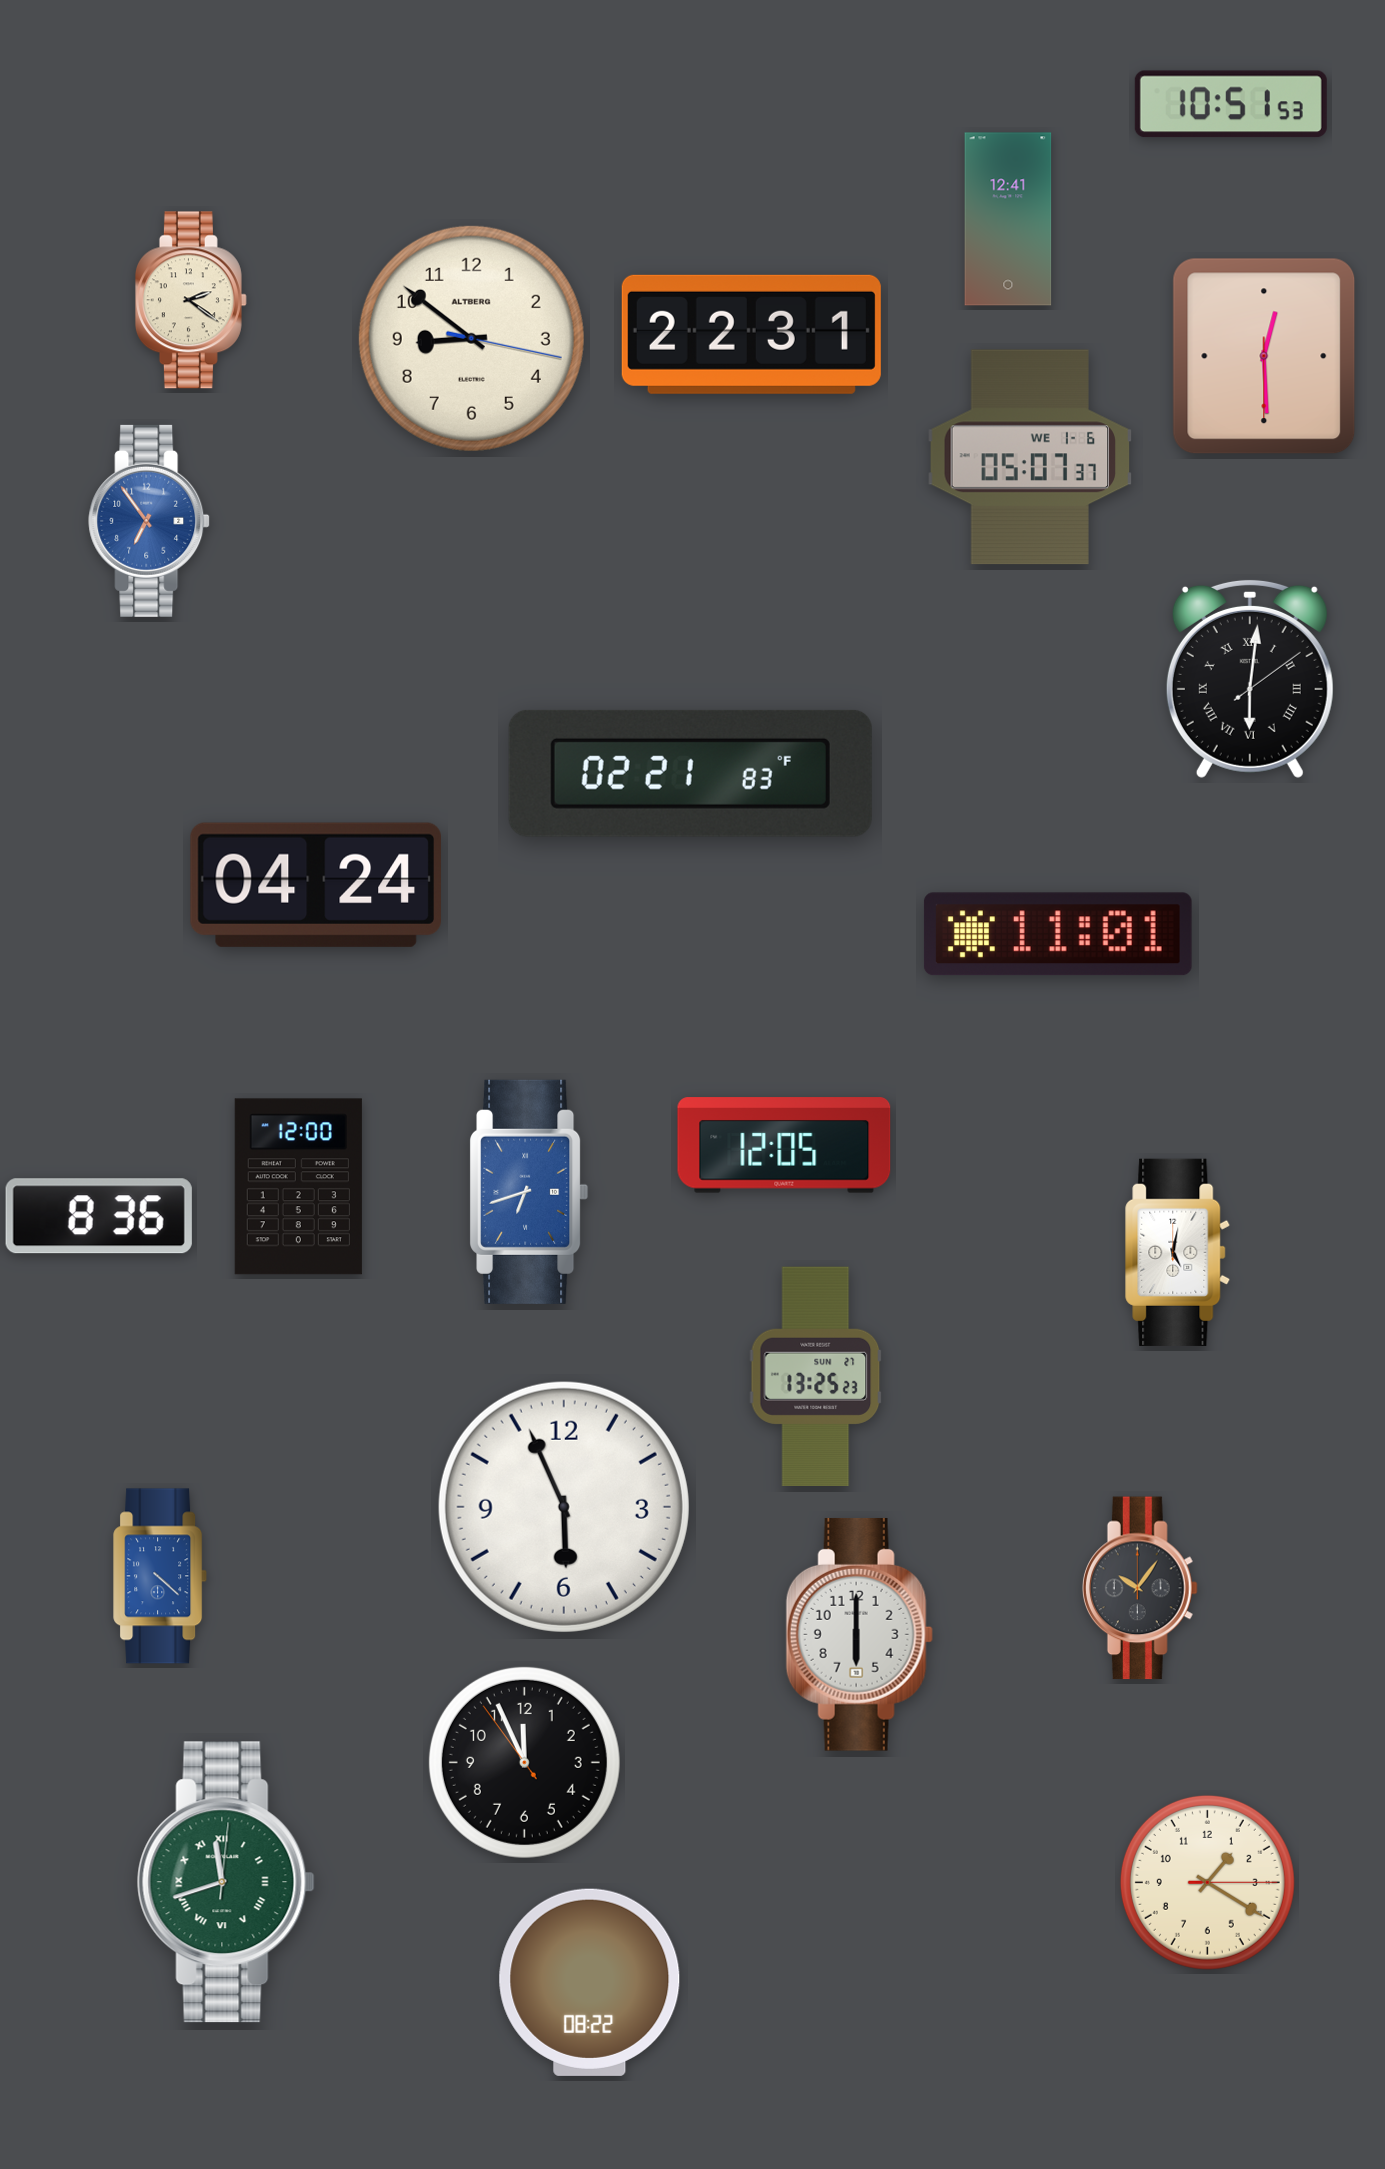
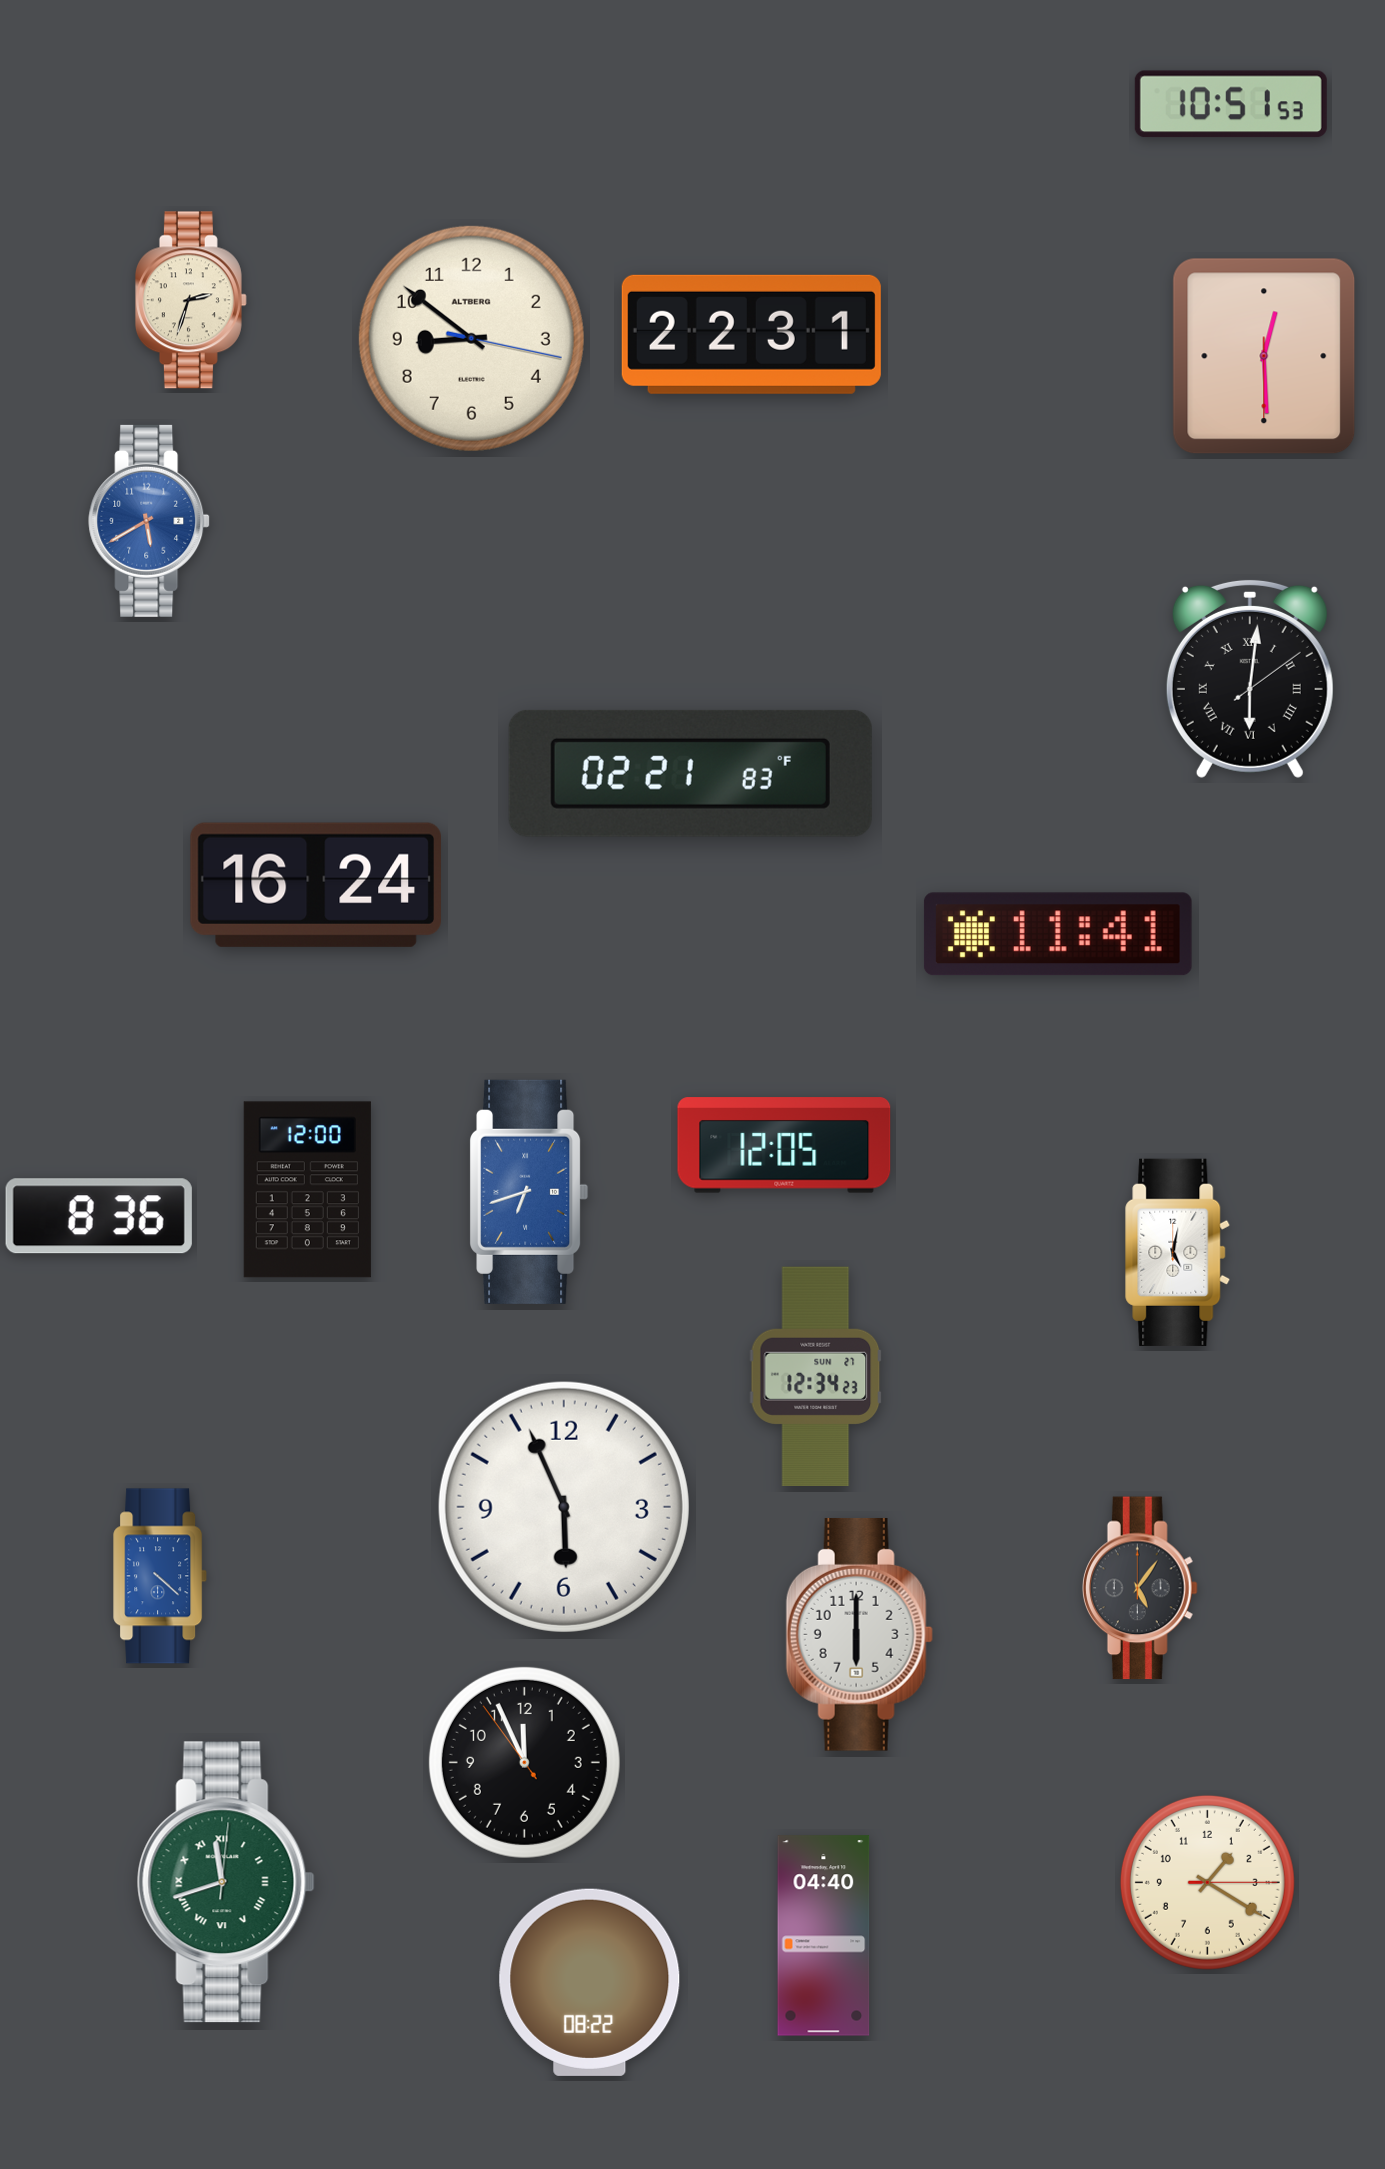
clock at (1008, 219): 12:41 -> none
clock at (191, 300): 2:21 -> 2:33
clock at (1030, 457): 05:07 -> none
clock at (149, 521): 6:54 -> 5:40
clock at (316, 885): 04:24 -> 16:24
clock at (1058, 934): 11:01 -> 11:41
clock at (298, 1187) position: (298, 1187) -> (307, 1190)
clock at (816, 1376): 13:25 -> 12:34
clock at (1140, 1588): 10:06 -> 5:06
clock at (824, 1936): none -> 04:40
